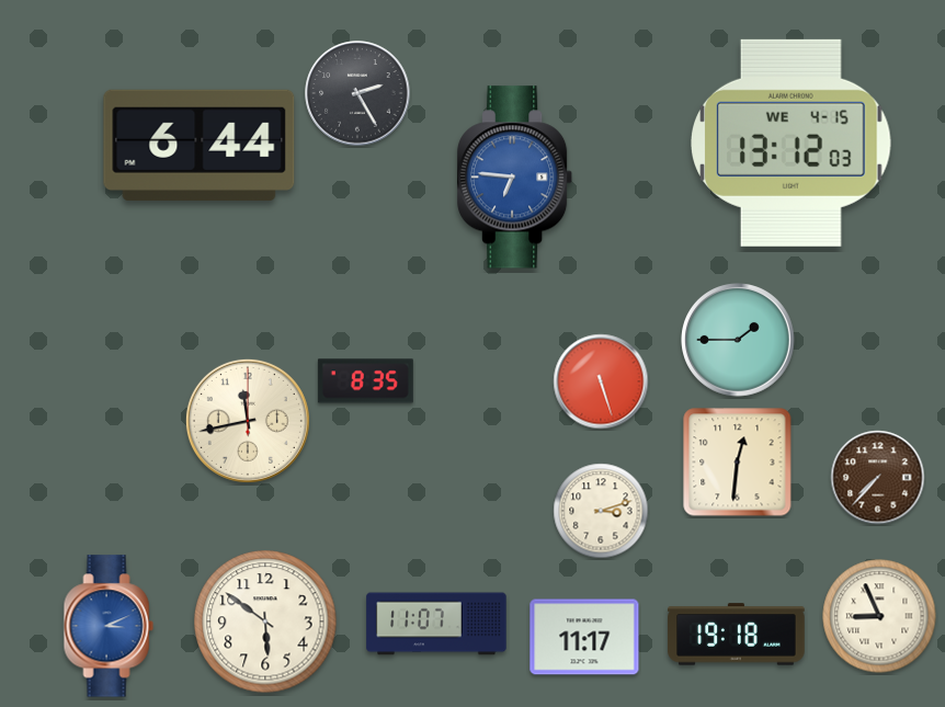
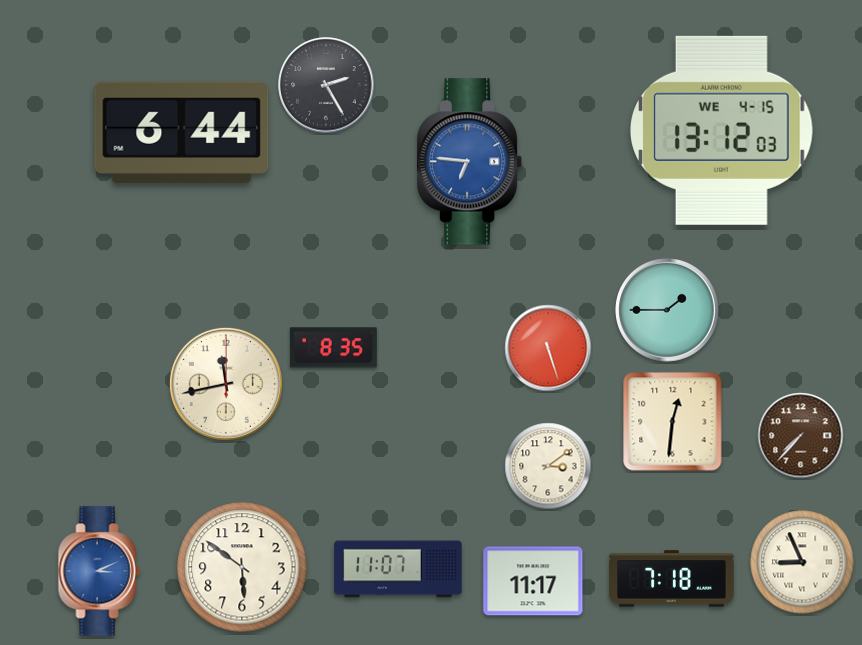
clock at (738, 340) position: (738, 340) -> (667, 310)
clock at (601, 511): 3:12 -> 3:09
clock at (737, 635): 19:18 -> 7:18
